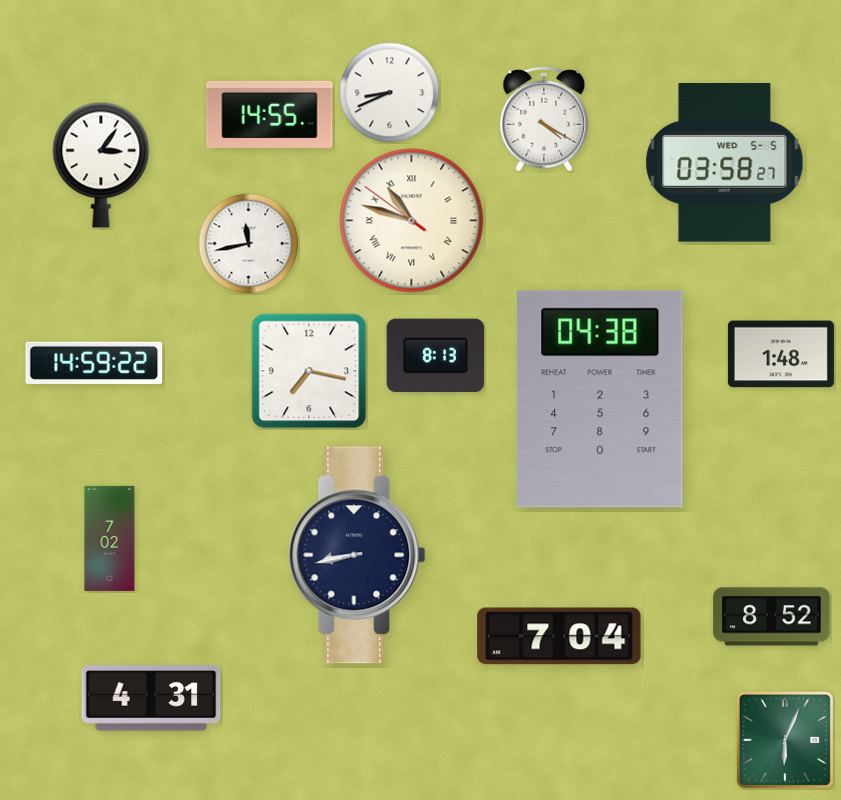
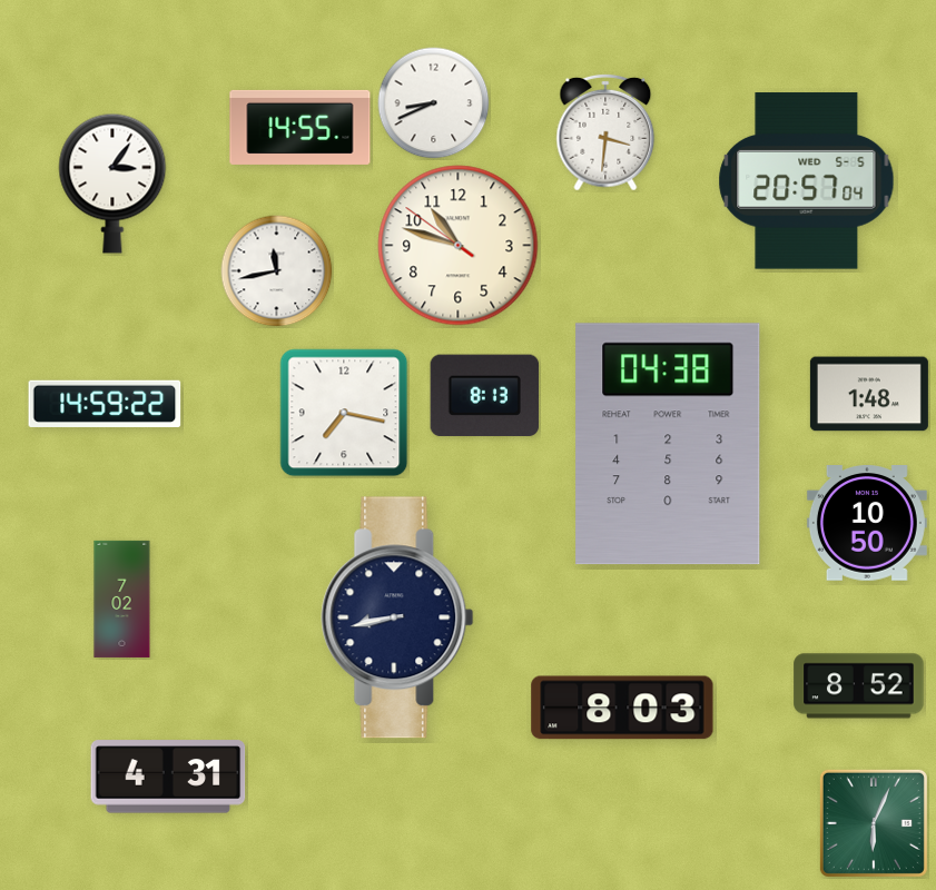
clock at (544, 119): 4:20 -> 3:31
clock at (725, 163): 03:58 -> 20:57
clock at (412, 221) numerals: Roman -> Arabic
clock at (867, 524): none -> 10:50
clock at (559, 636): 7:04 -> 8:03
